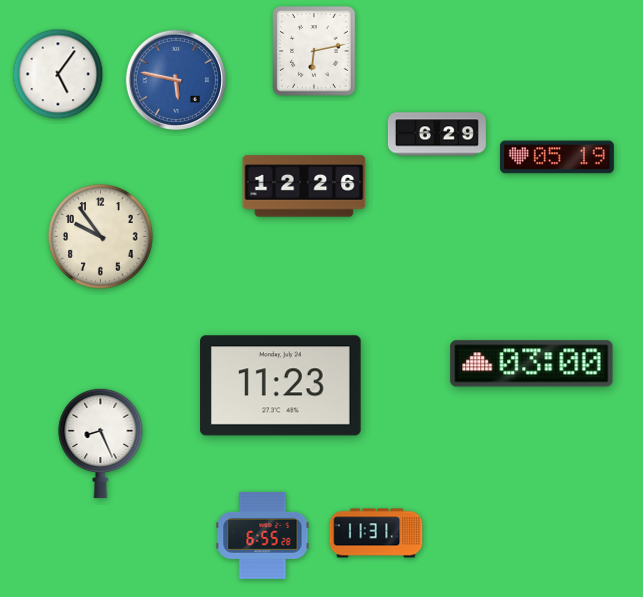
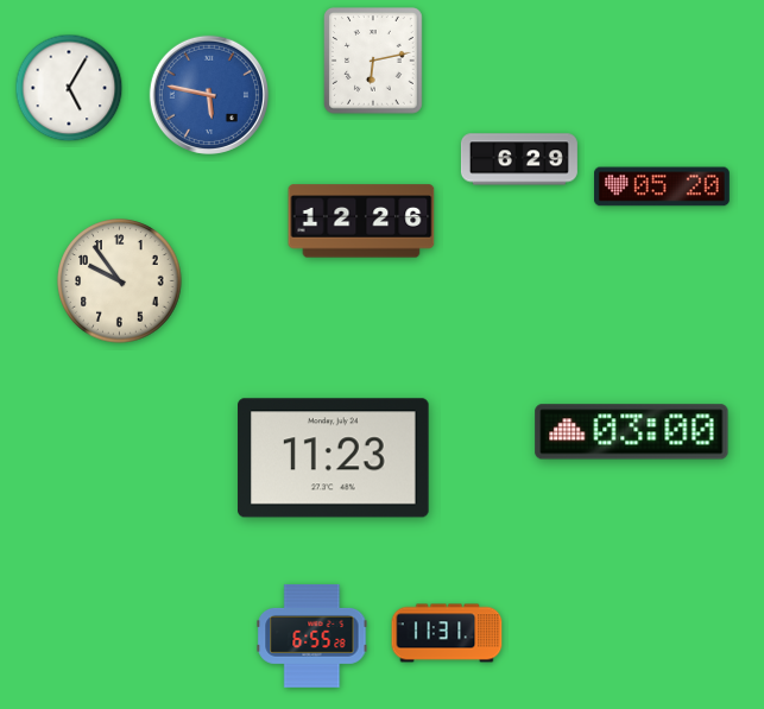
clock at (58, 74): 5:06 -> 5:05
clock at (557, 157): 05:19 -> 05:20
clock at (101, 443): 8:26 -> none
